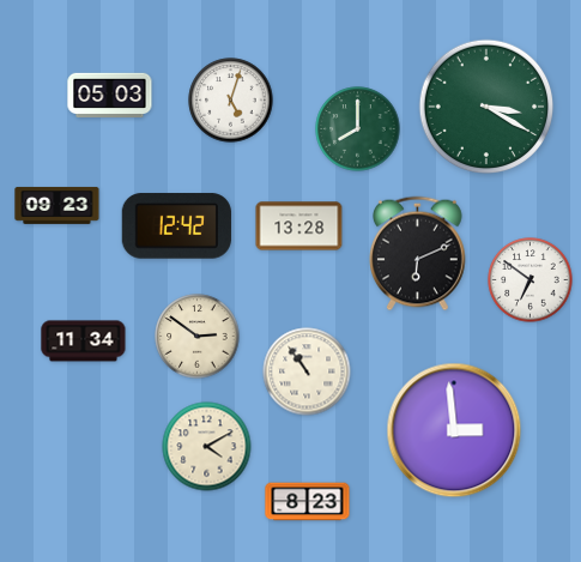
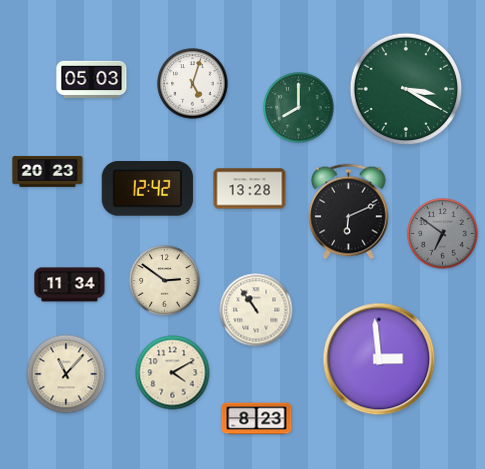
clock at (58, 205): 09:23 -> 20:23
clock at (531, 280) dial: white -> grey
clock at (66, 374): none -> 11:07
